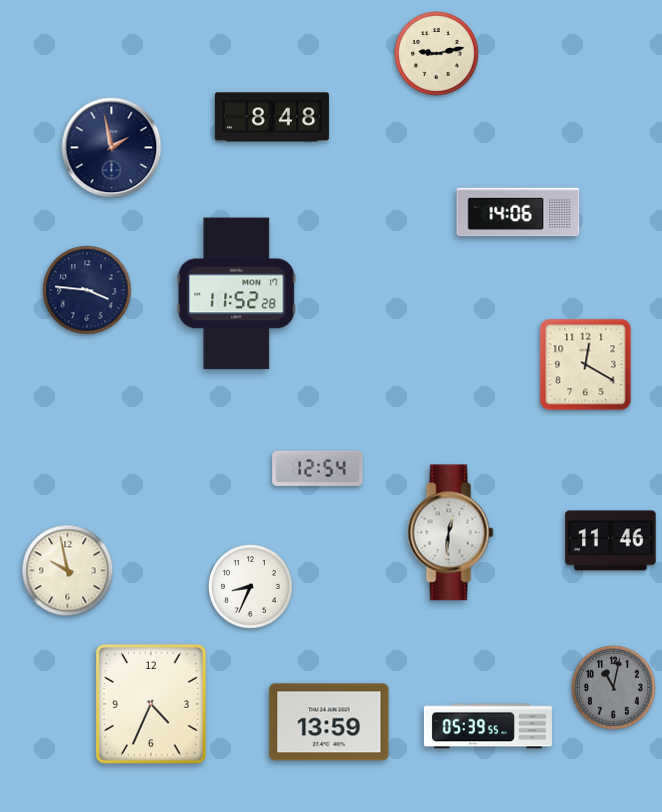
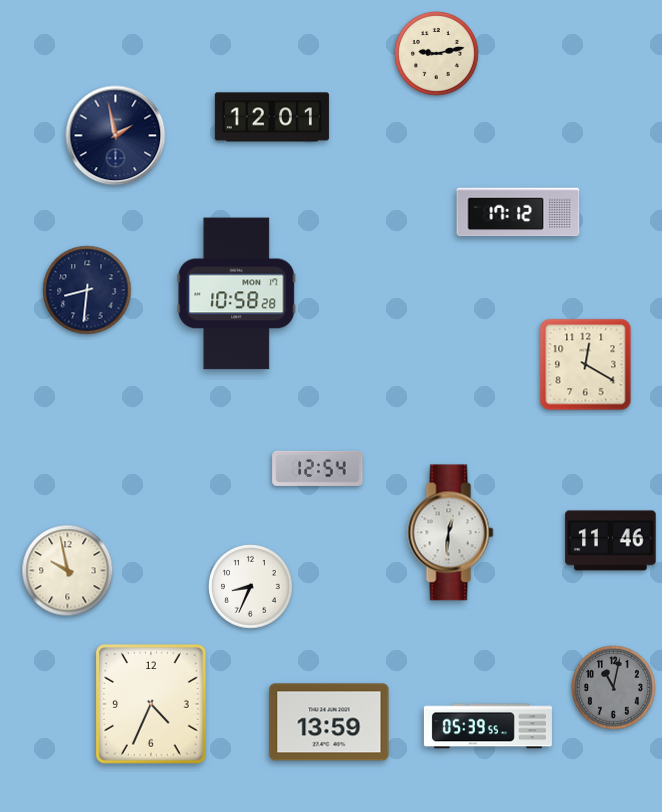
clock at (272, 117): 8:48 -> 12:01
clock at (112, 148) position: (112, 148) -> (116, 136)
clock at (518, 212): 14:06 -> 17:12
clock at (87, 290): 3:46 -> 8:31
clock at (237, 294): 11:52 -> 10:58
